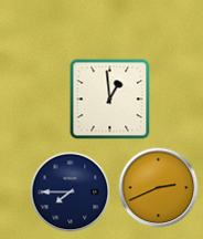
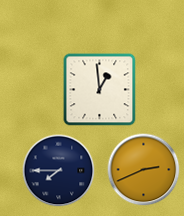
clock at (71, 193) position: (71, 193) -> (59, 171)
